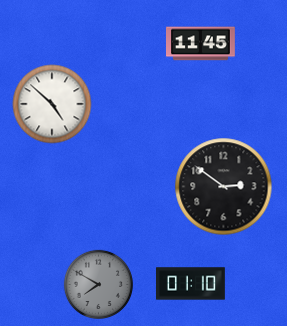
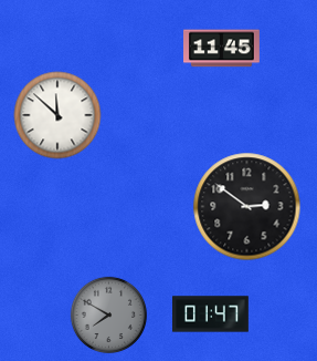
clock at (52, 104): 4:52 -> 11:52
clock at (191, 284): 01:10 -> 01:47
